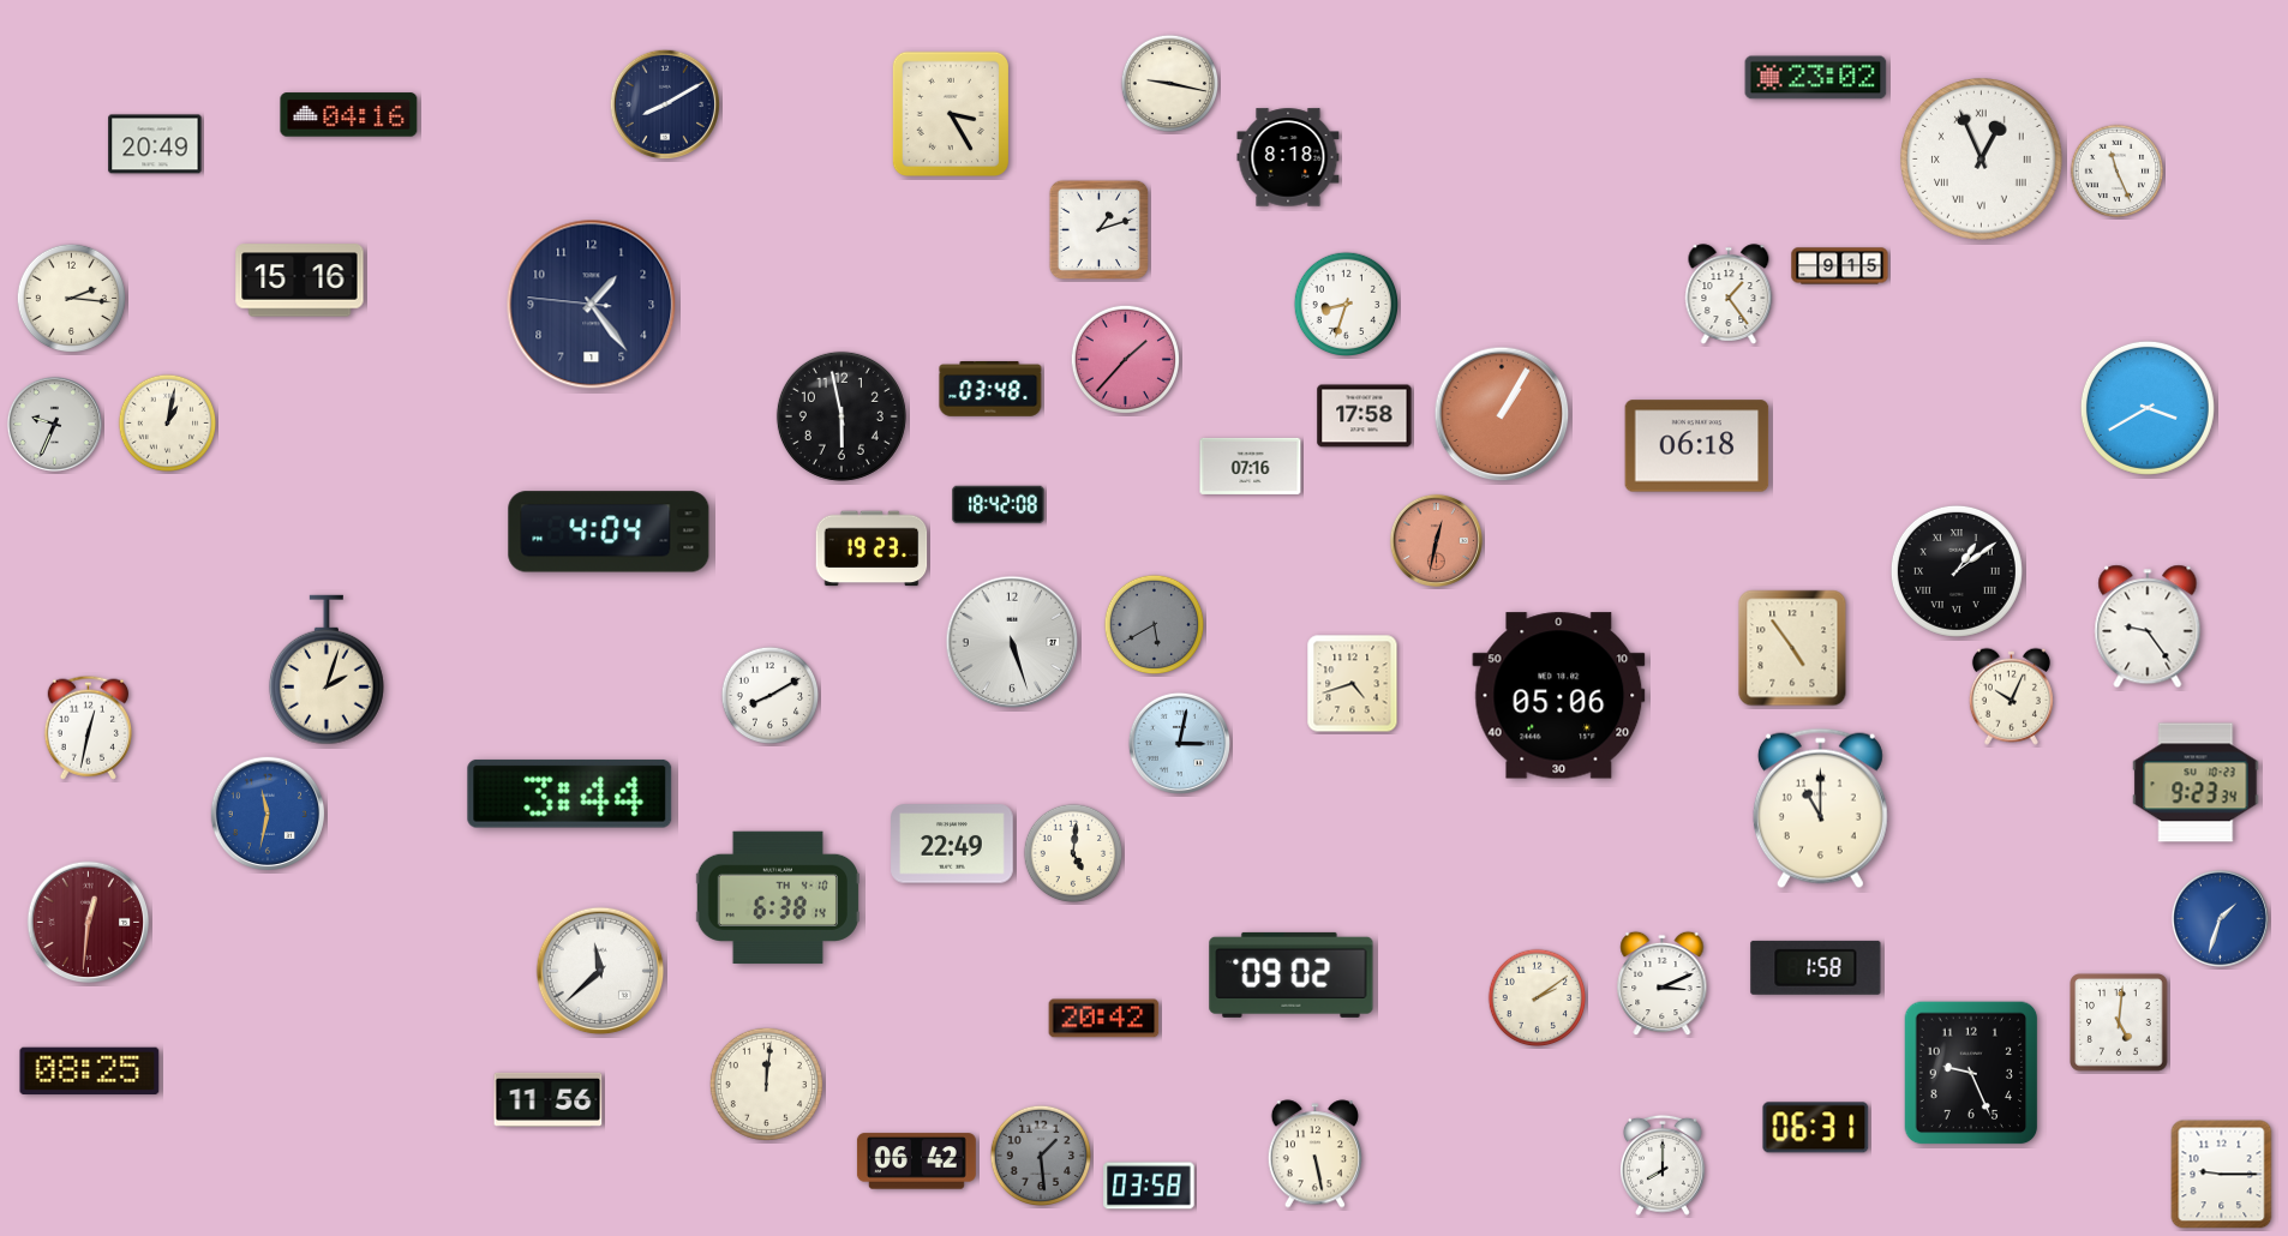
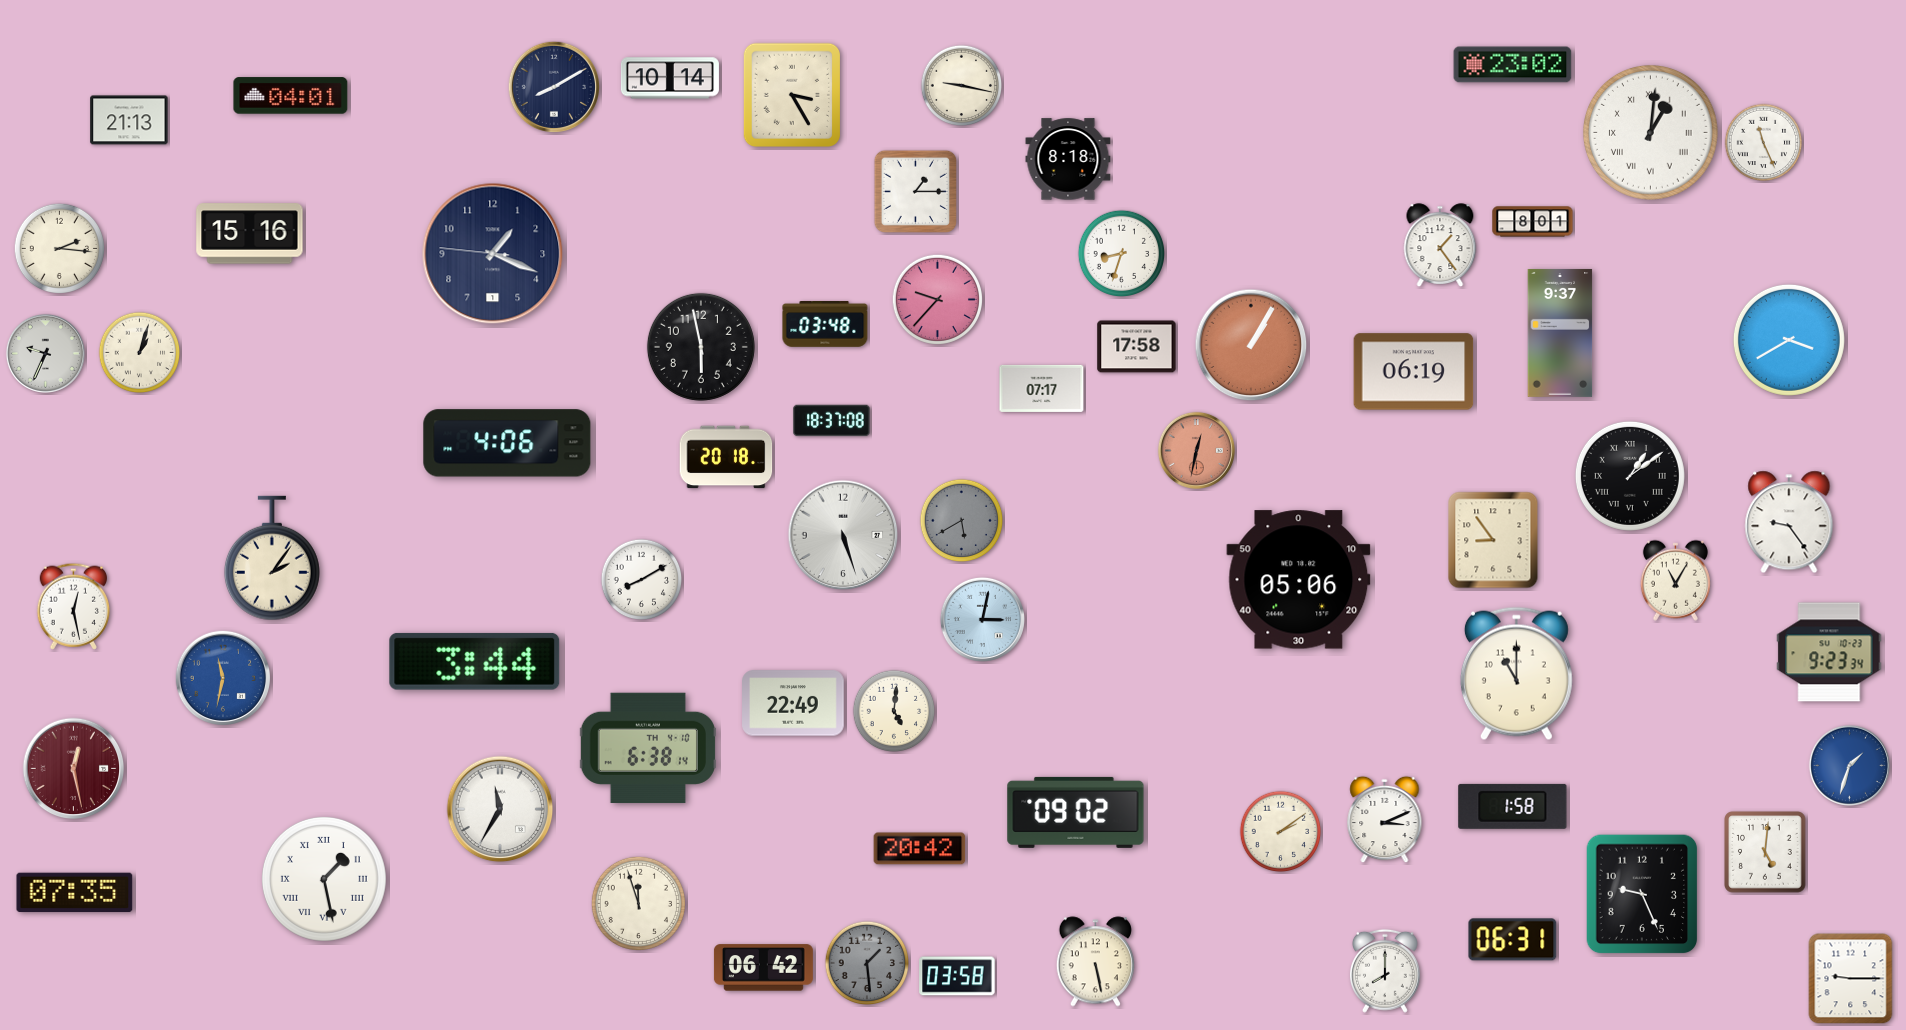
clock at (1170, 84) position: (1170, 84) -> (962, 86)
clock at (670, 78): none -> 10:14
clock at (349, 115): 04:16 -> 04:01
clock at (155, 144): 20:49 -> 21:13
clock at (1288, 157) position: (1288, 157) -> (1068, 159)
clock at (1981, 158): 12:56 -> 1:01
clock at (1098, 229): 1:12 -> 1:15
clock at (1840, 266): 9:15 -> 8:01
clock at (592, 305): 1:23 -> 1:18
clock at (1125, 359): 1:37 -> 9:37
clock at (1560, 333): none -> 9:37
clock at (168, 424): 1:02 -> 1:03
clock at (1697, 446): 06:18 -> 06:19
clock at (1251, 466): 07:16 -> 07:17
clock at (999, 505): 18:42 -> 18:37
clock at (609, 532): 4:04 -> 4:06
clock at (872, 548): 19:23 -> 20:18
clock at (1792, 648): 4:54 -> 8:54
clock at (327, 670): 2:03 -> 2:06
clock at (1353, 684): 4:42 -> none
clock at (2011, 696): 10:04 -> 11:05
clock at (88, 727): 12:32 -> 12:28
clock at (89, 923): 12:31 -> 12:28
clock at (600, 971): 11:38 -> 11:35
clock at (324, 879): none -> 1:28
clock at (90, 1072): 08:25 -> 07:35
clock at (766, 1084): 12:01 -> 11:57
clock at (549, 1099): 11:56 -> none
clock at (1149, 1186) position: (1149, 1186) -> (957, 976)
